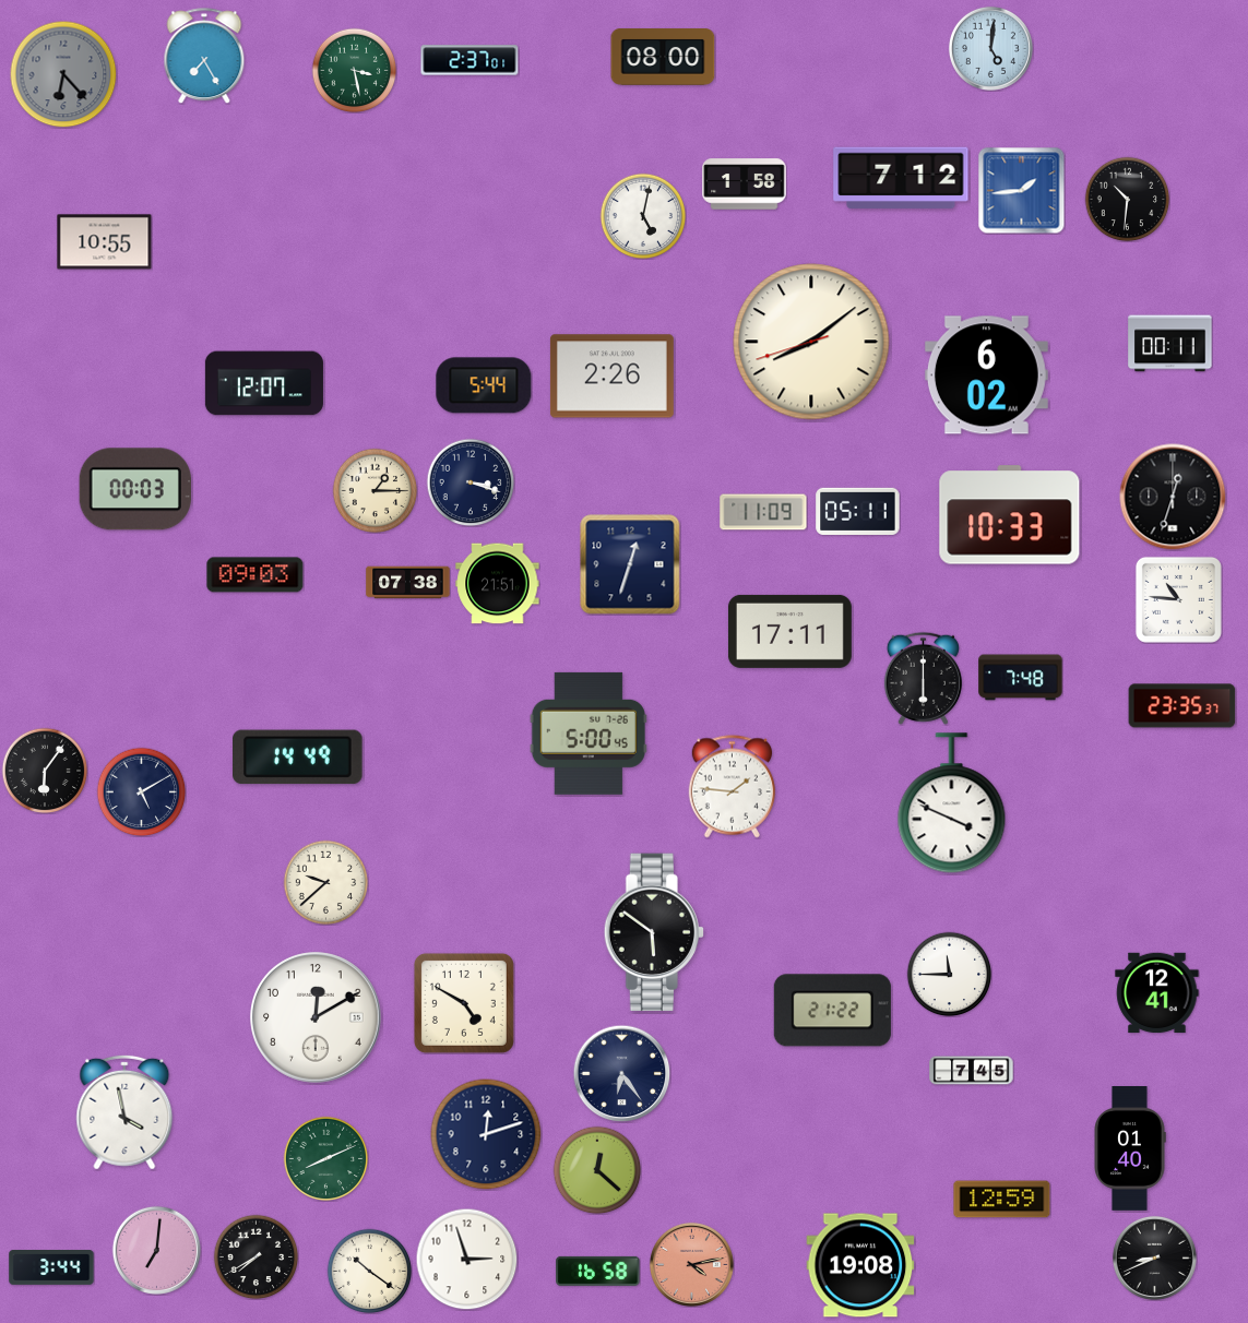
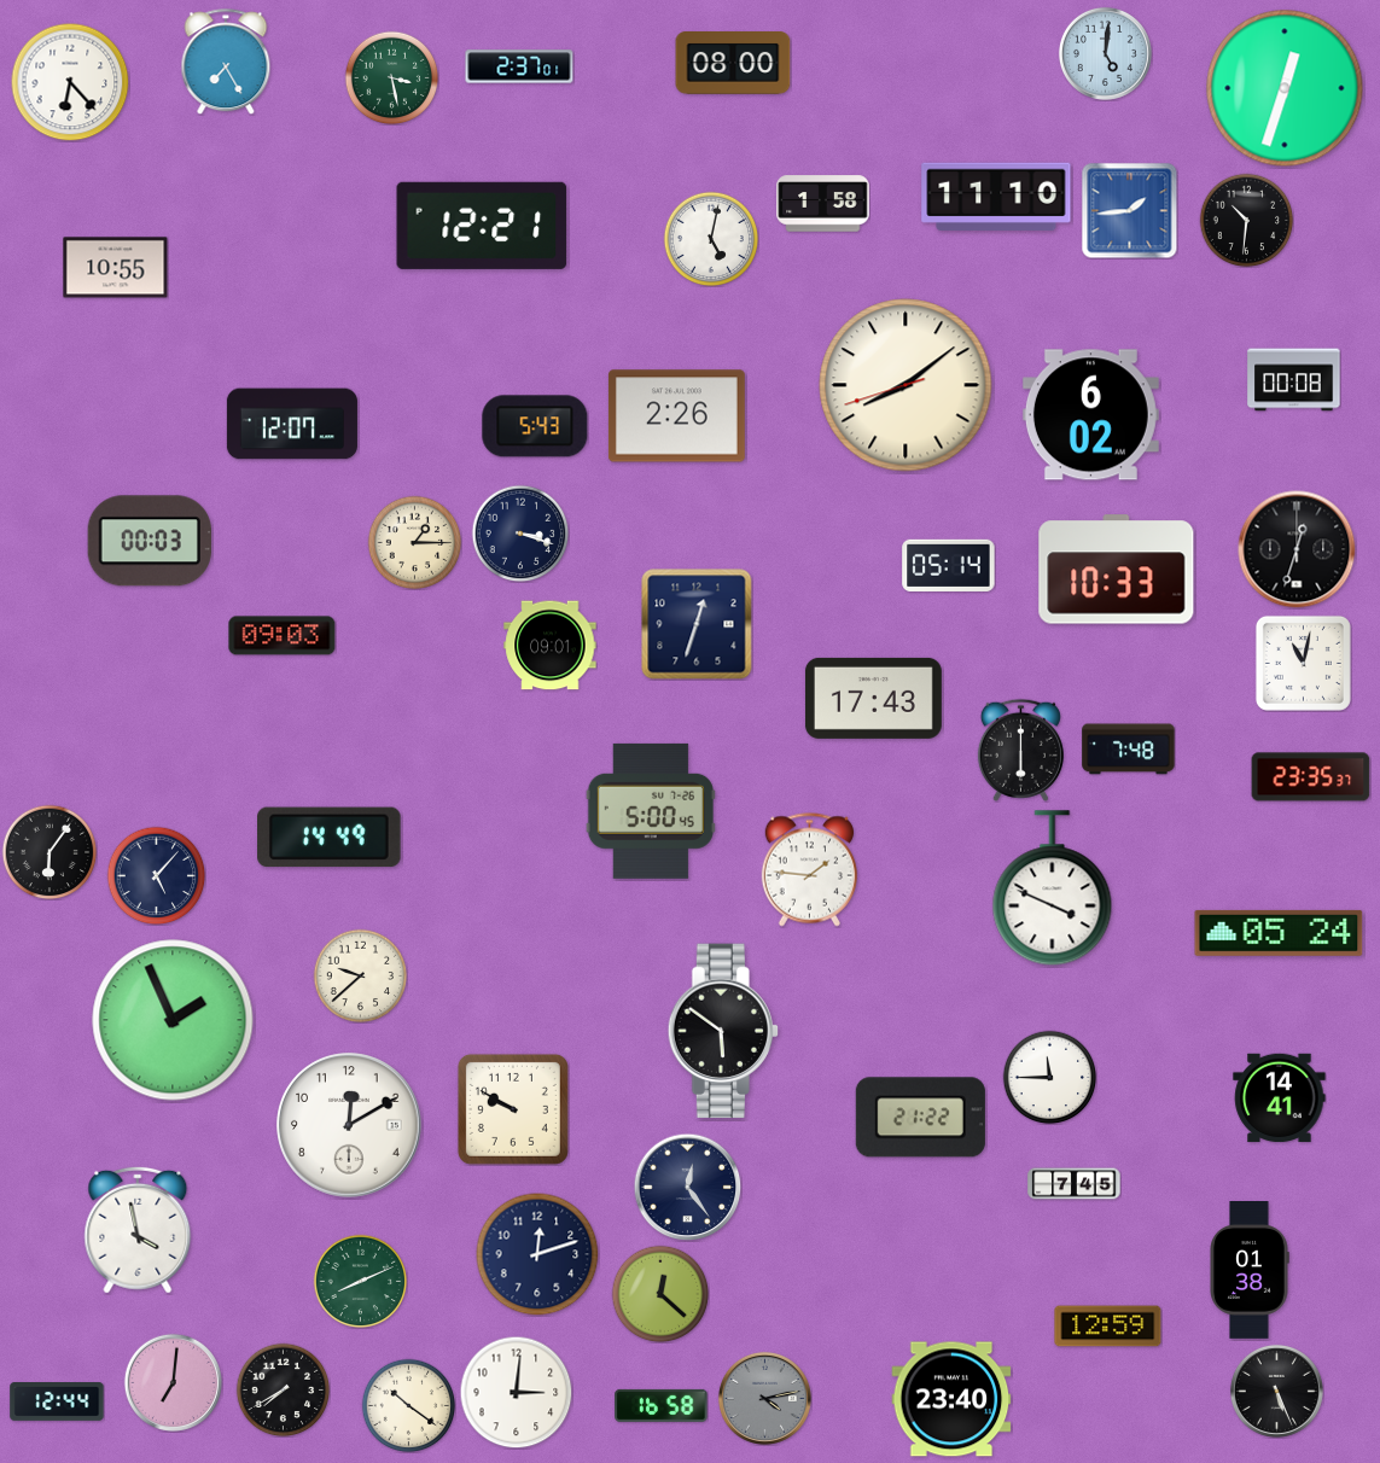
clock at (990, 48) position: (990, 48) -> (1105, 53)
clock at (63, 74) dial: grey -> white
clock at (1285, 88): none -> 12:33
clock at (901, 177): 7:12 -> 11:10
clock at (482, 226): none -> 12:21
clock at (811, 342) position: (811, 342) -> (906, 385)
clock at (1170, 344): 00:11 -> 00:08
clock at (484, 385): 5:44 -> 5:43
clock at (858, 511): 05:11 -> 05:14
clock at (763, 512): 11:09 -> none
clock at (408, 583): 07:38 -> none
clock at (498, 584): 21:51 -> 09:01
clock at (1178, 599): 10:46 -> 11:02
clock at (789, 631): 17:11 -> 17:43
clock at (1182, 706) position: (1182, 706) -> (1311, 777)
clock at (141, 791): 5:10 -> 5:07
clock at (1279, 933): none -> 05:24
clock at (173, 1020): none -> 1:56
clock at (1157, 993): 12:41 -> 14:41
clock at (464, 1003): 4:50 -> 9:50
clock at (621, 1073): 6:24 -> 12:24
clock at (1130, 1149): 01:40 -> 01:38
clock at (1154, 1258): 8:41 -> 5:26
clock at (466, 1259): 2:57 -> 3:01
clock at (691, 1264) dial: salmon -> grey
clock at (860, 1265): 19:08 -> 23:40
clock at (51, 1268): 3:44 -> 12:44
